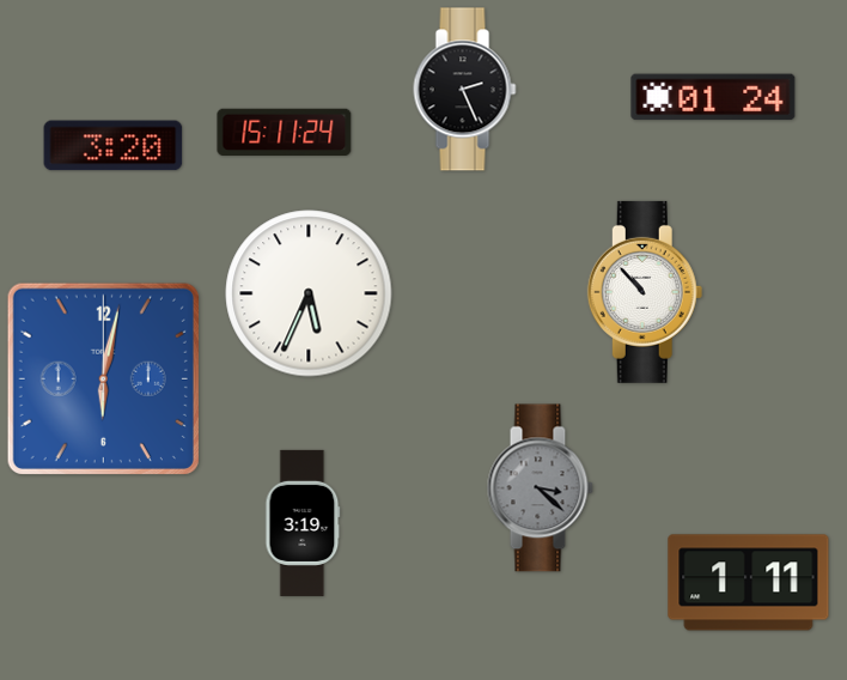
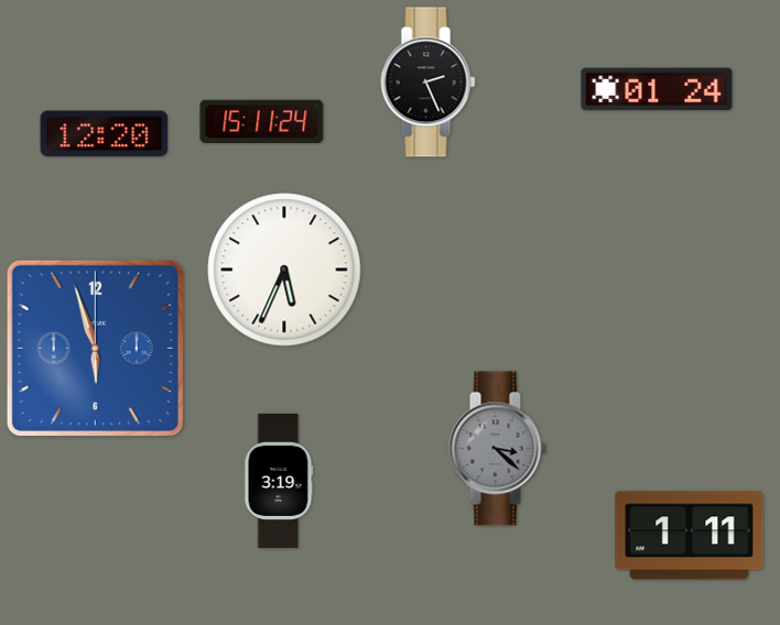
clock at (114, 146): 3:20 -> 12:20
clock at (645, 292): 10:53 -> none
clock at (103, 378): 6:02 -> 5:57
